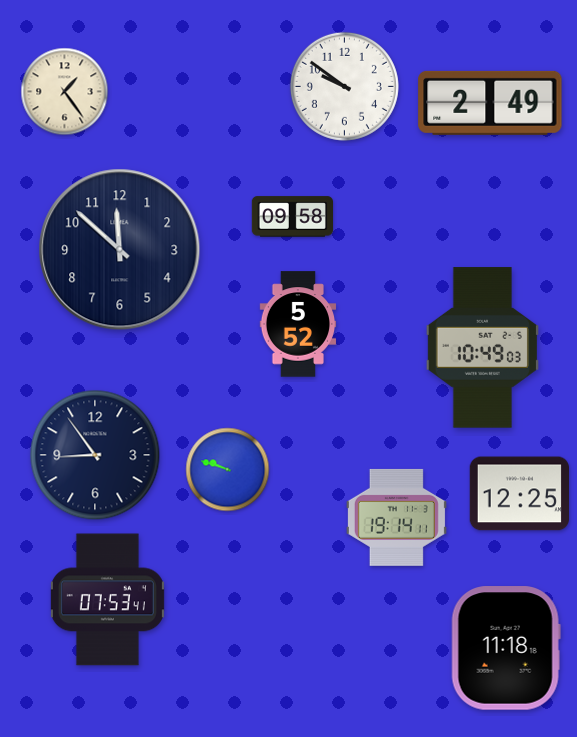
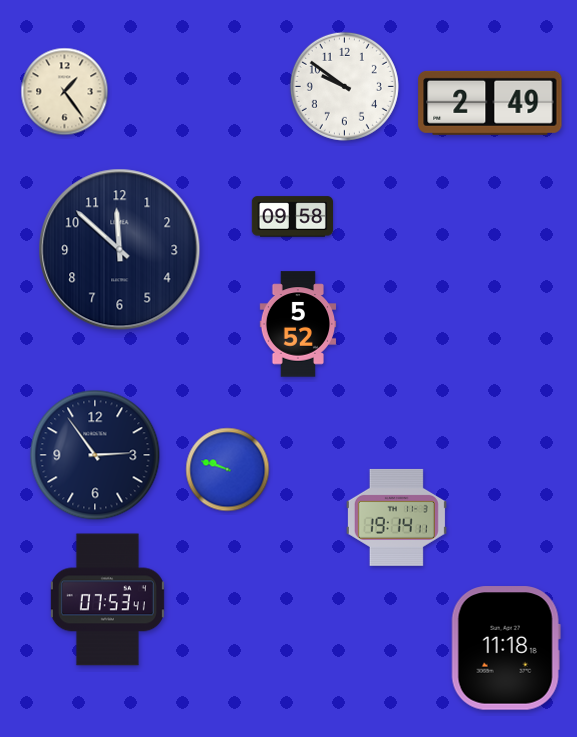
clock at (482, 348): 10:49 -> none
clock at (95, 455): 8:54 -> 2:54
clock at (519, 494): 12:25 -> none
